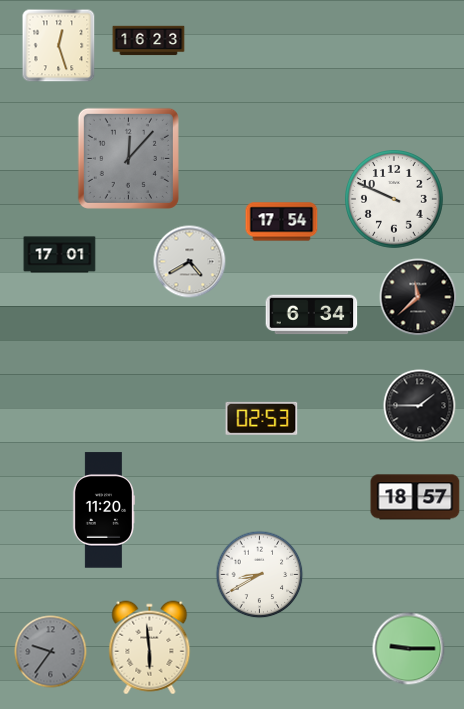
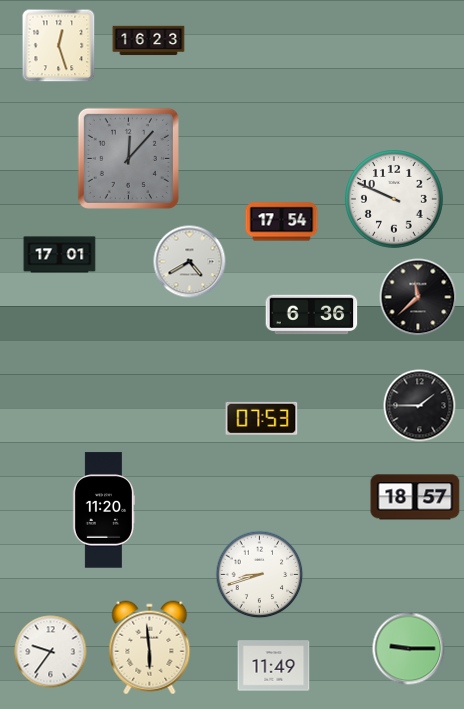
clock at (312, 315): 6:34 -> 6:36
clock at (262, 418): 02:53 -> 07:53
clock at (260, 575): 8:40 -> 8:42
clock at (51, 652) dial: grey -> white
clock at (274, 666): none -> 11:49
